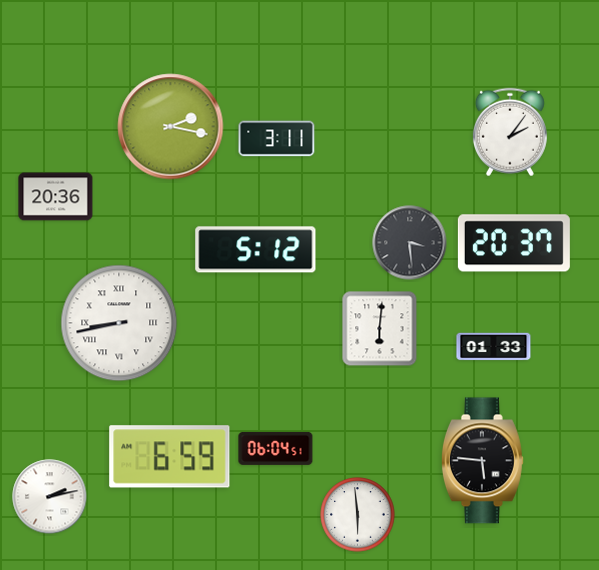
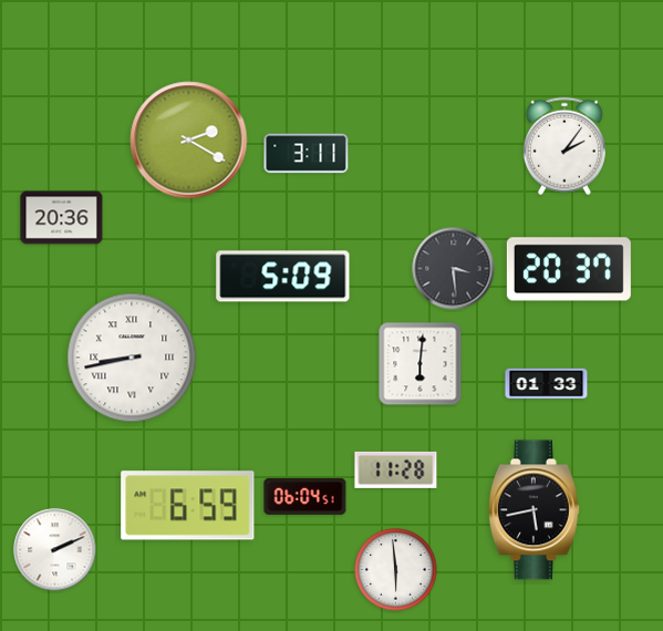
clock at (171, 127): 2:17 -> 2:20
clock at (256, 250): 5:12 -> 5:09
clock at (396, 469): none -> 11:28
clock at (482, 461): 5:46 -> 5:43
clock at (50, 497): 2:13 -> 2:11
